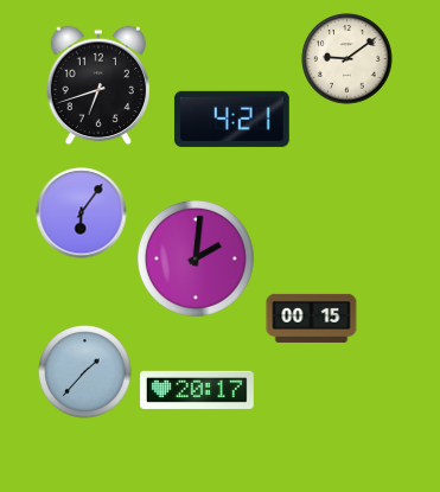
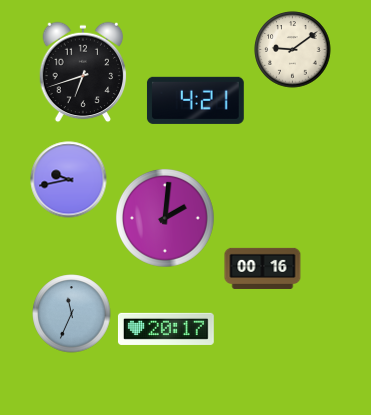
clock at (82, 213): 6:06 -> 9:43
clock at (312, 318): 00:15 -> 00:16
clock at (85, 372): 1:37 -> 11:34
